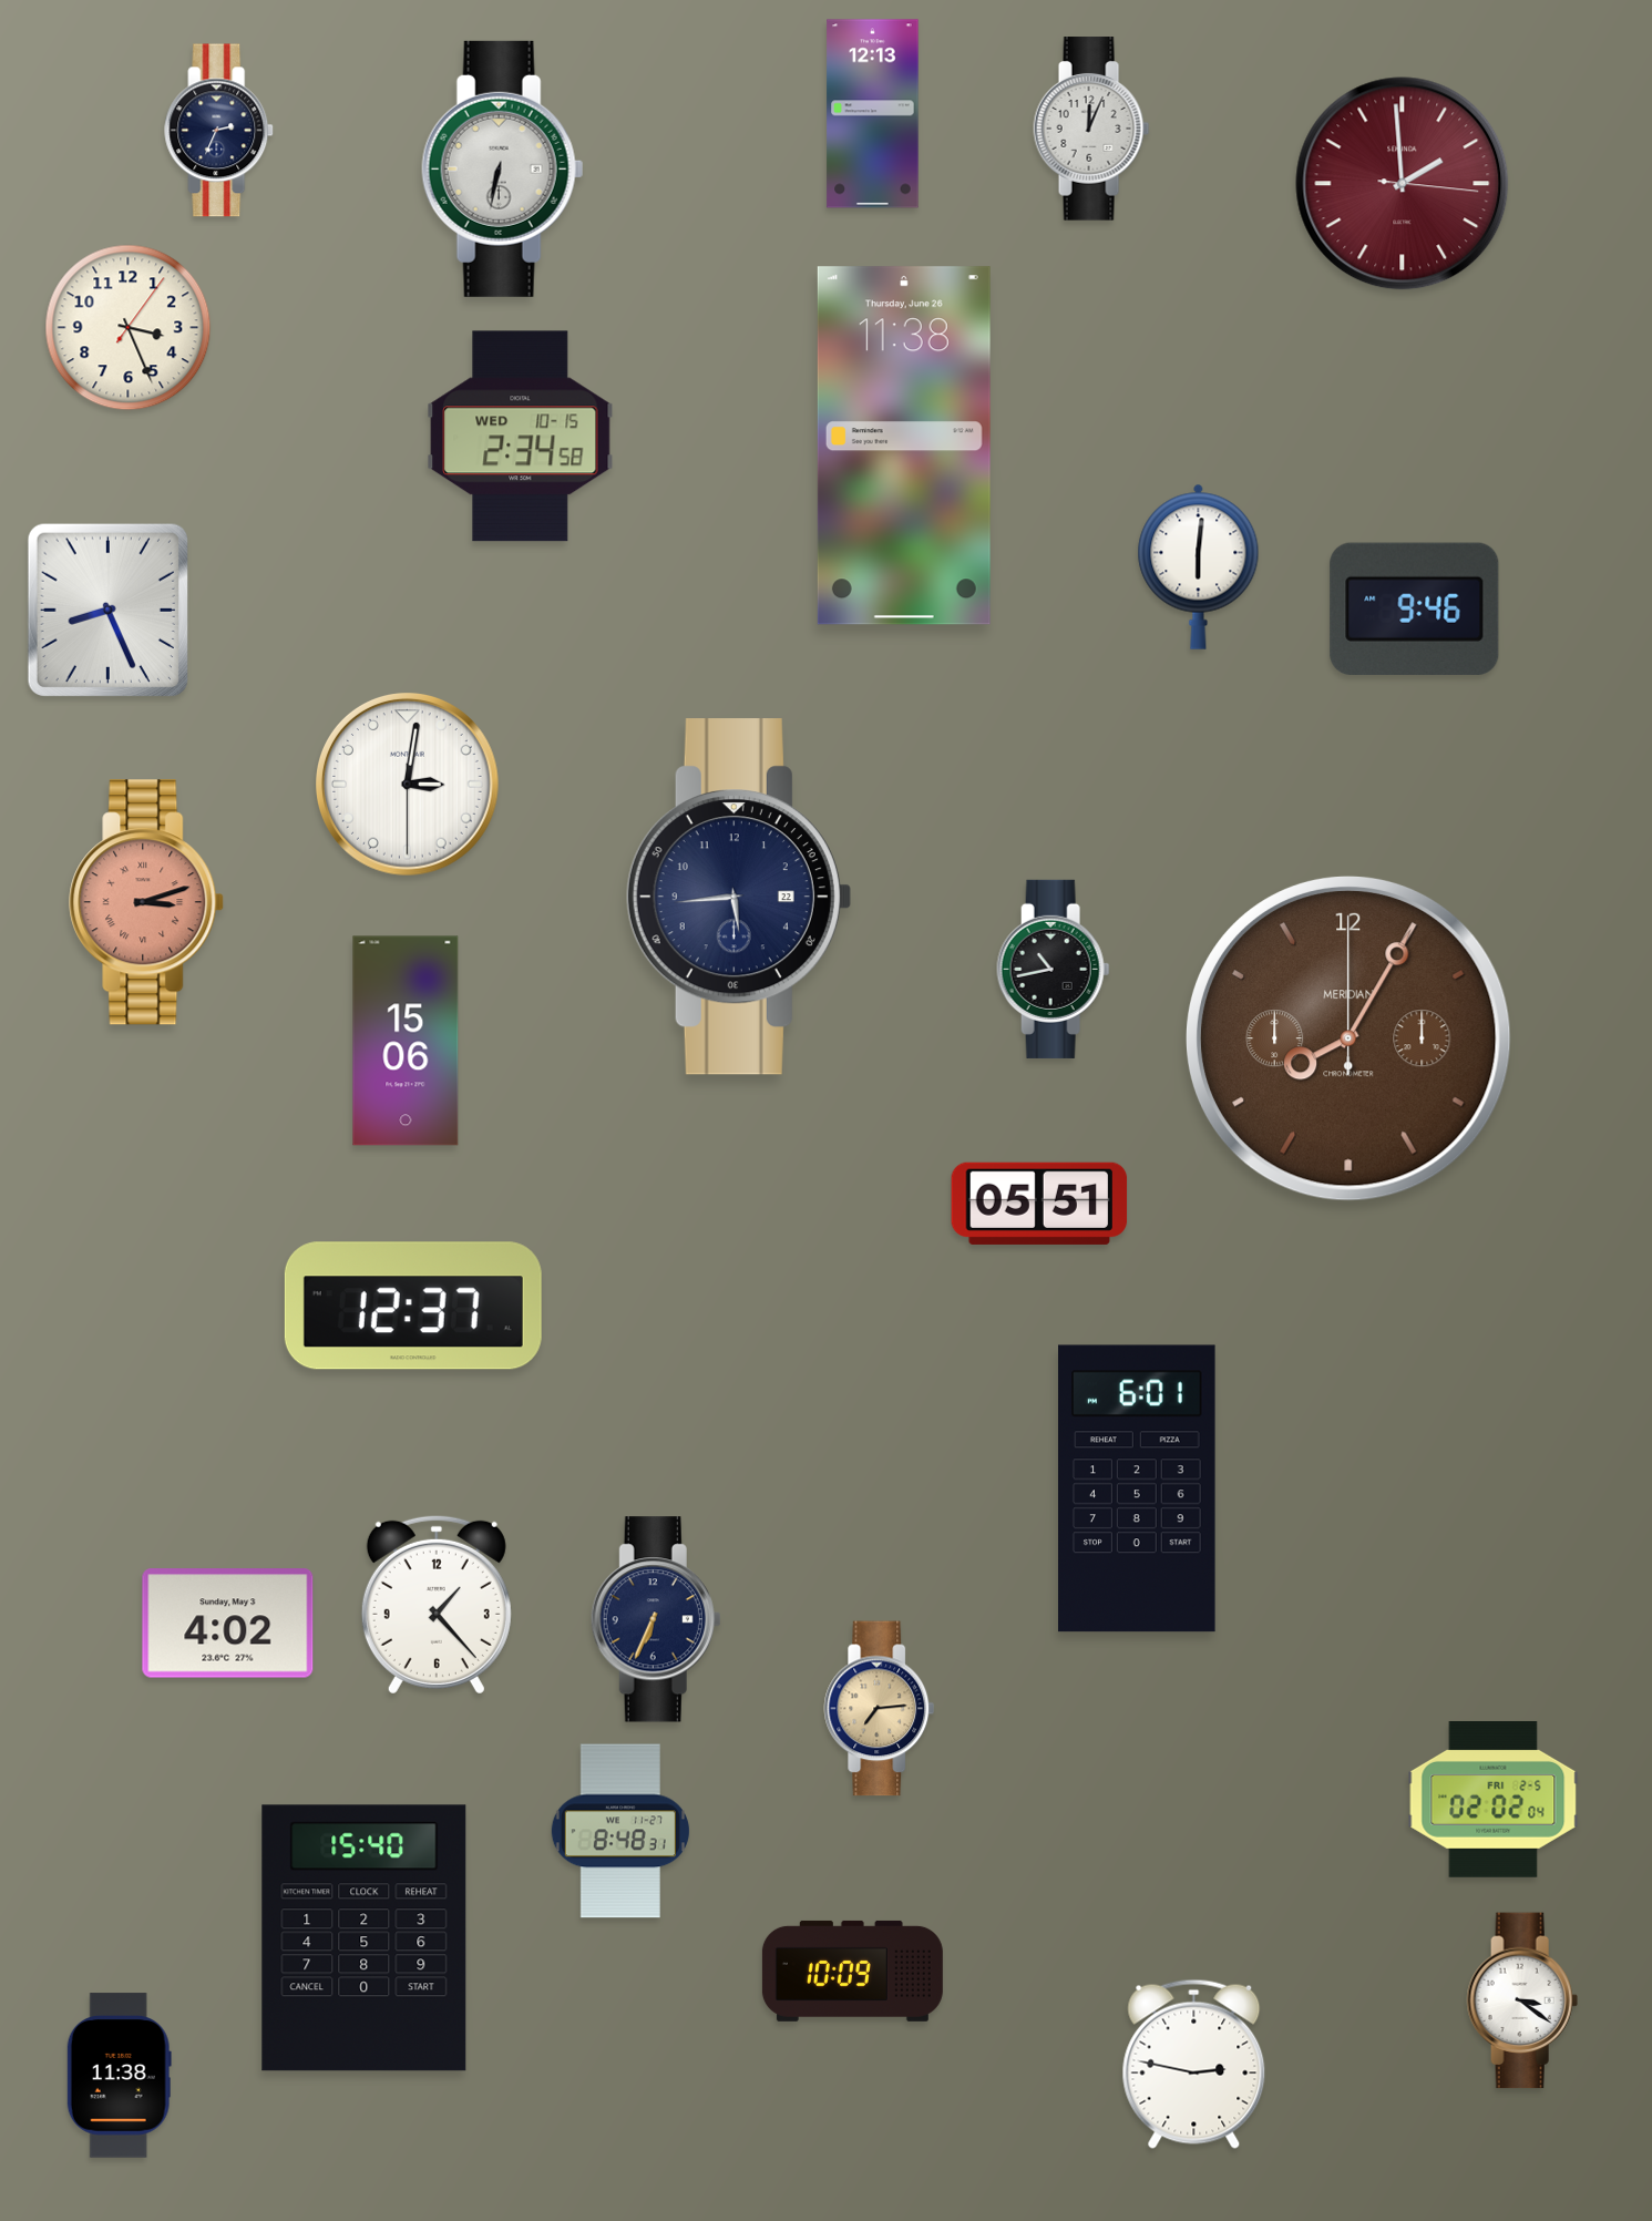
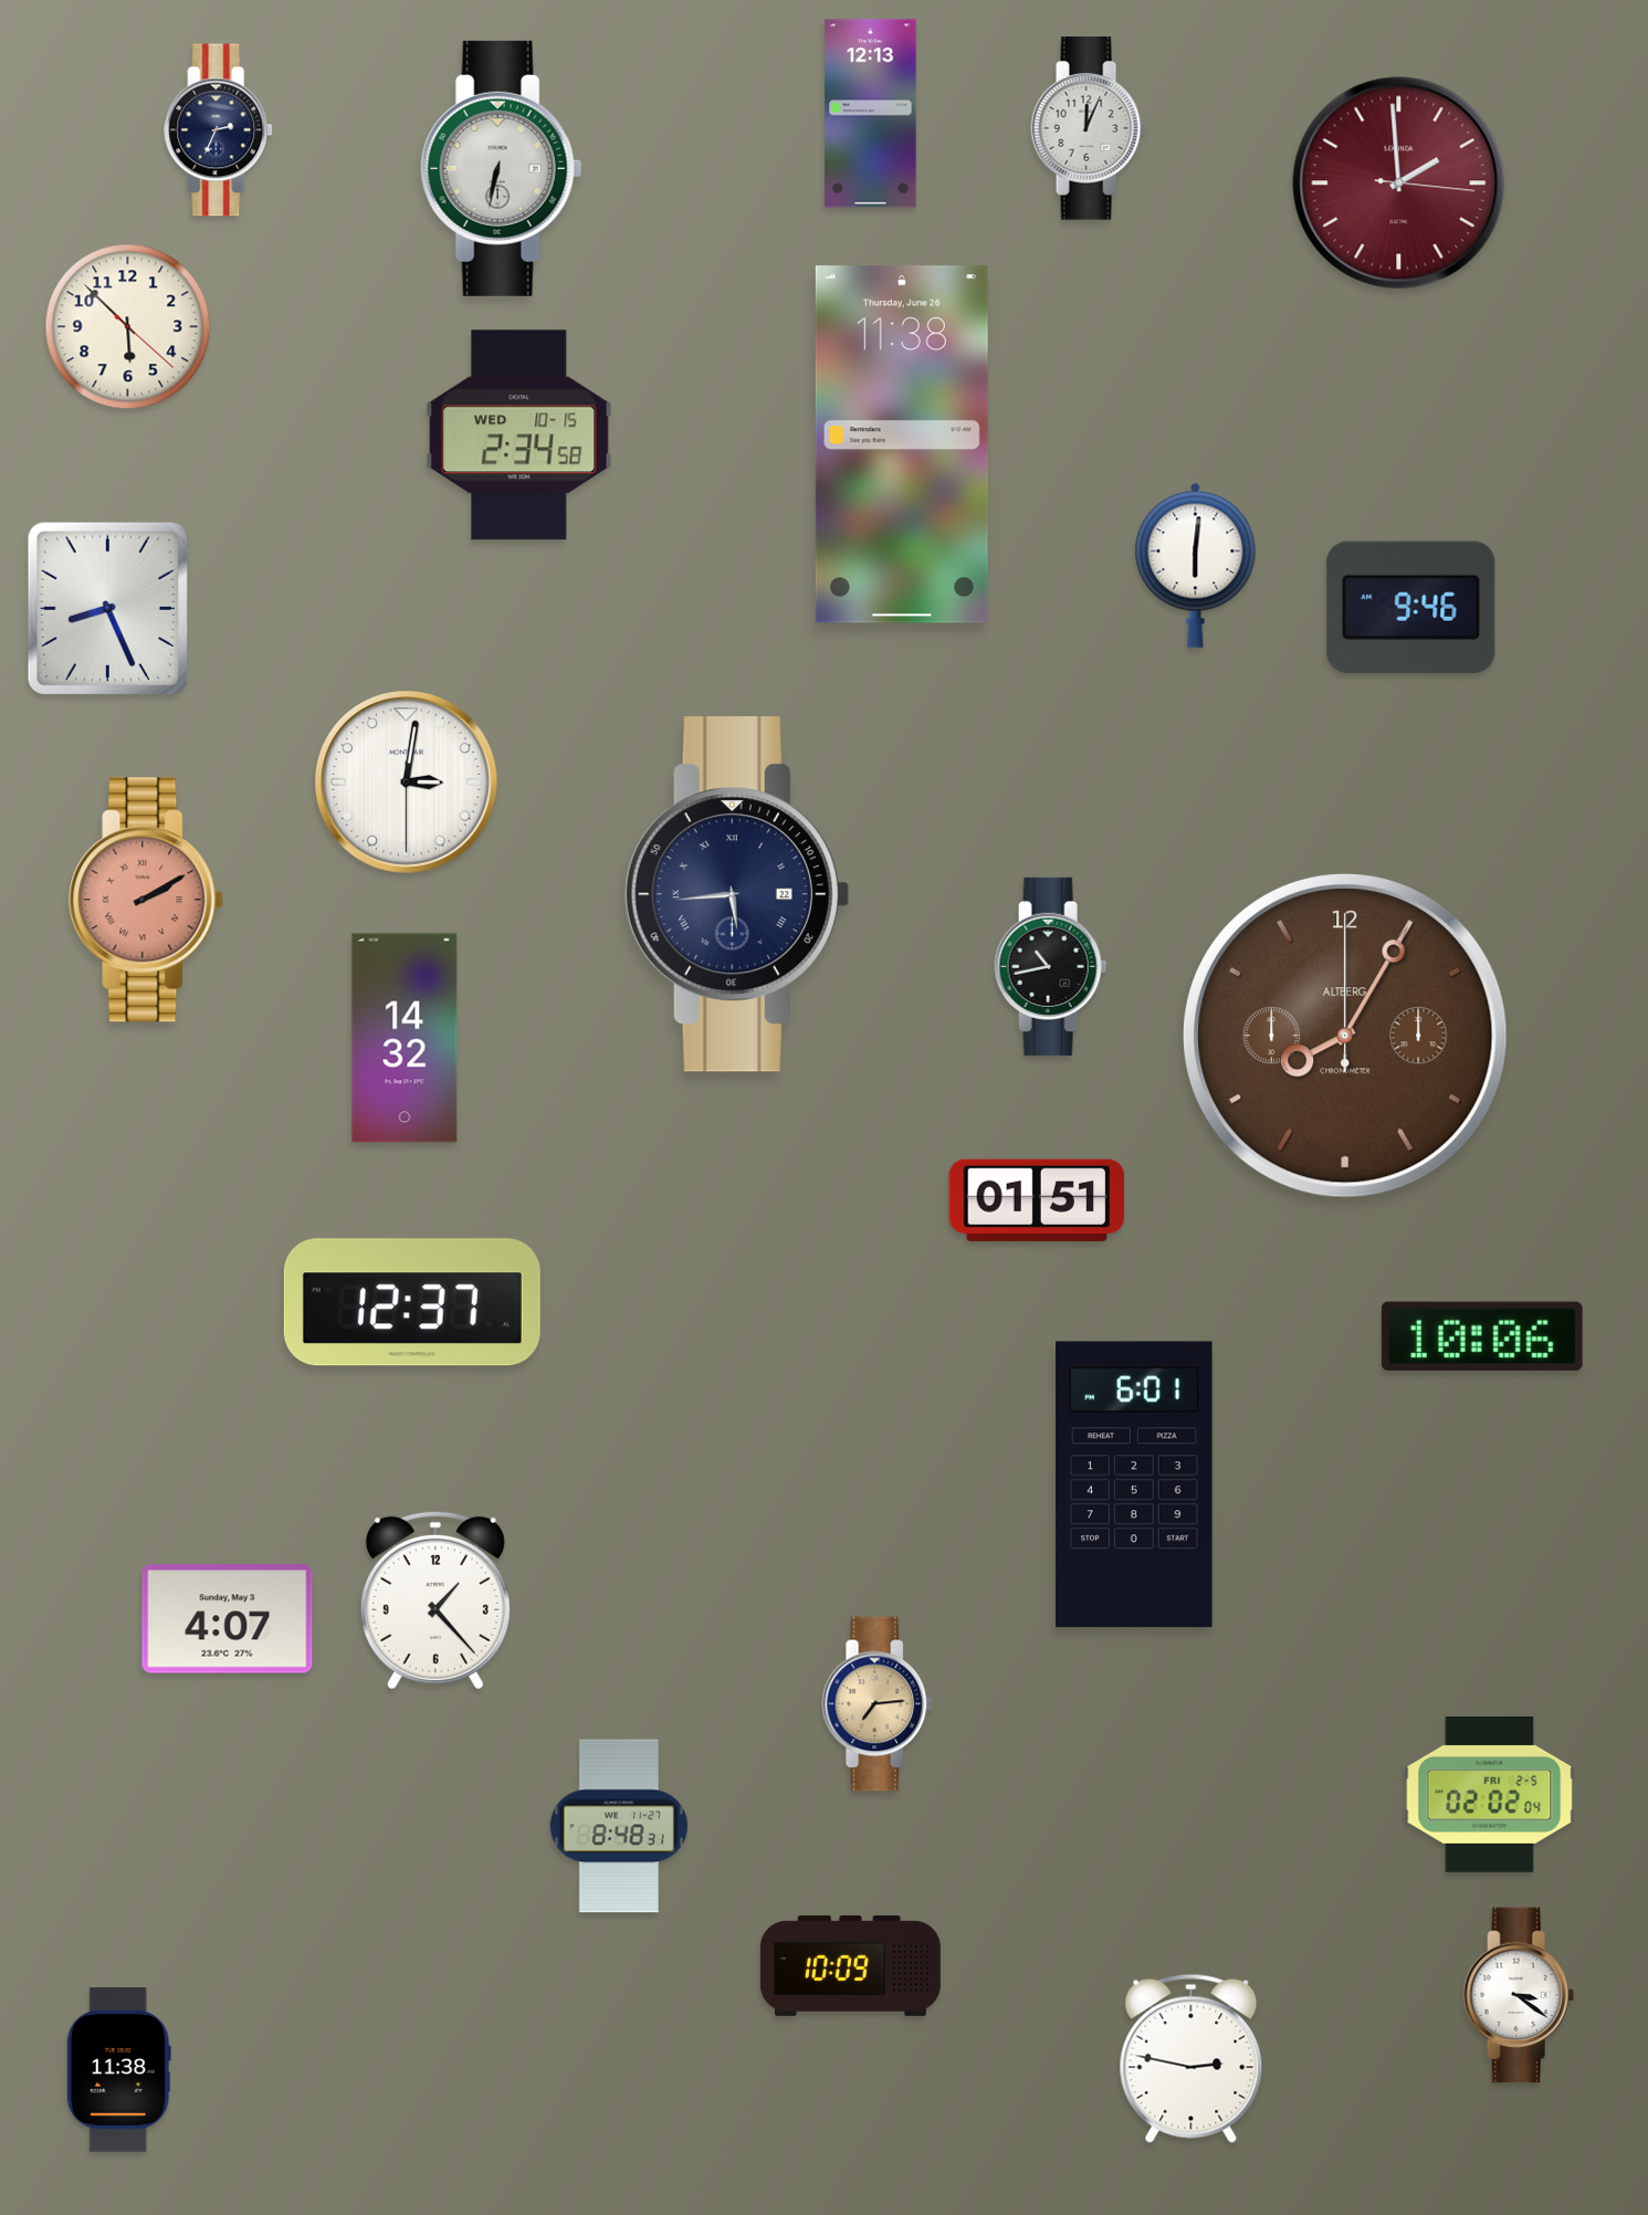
clock at (129, 328): 3:26 -> 5:52
clock at (738, 897) numerals: Arabic -> Roman
clock at (147, 902): 3:12 -> 2:10
clock at (1348, 1038) brand: MERIDIAN -> ALTBERG
clock at (406, 1041): 15:06 -> 14:32
clock at (1039, 1204): 05:51 -> 01:51
clock at (1482, 1336): none -> 10:06
clock at (656, 1619): 6:34 -> none
clock at (228, 1624): 4:02 -> 4:07
clock at (365, 1938): 15:40 -> none
